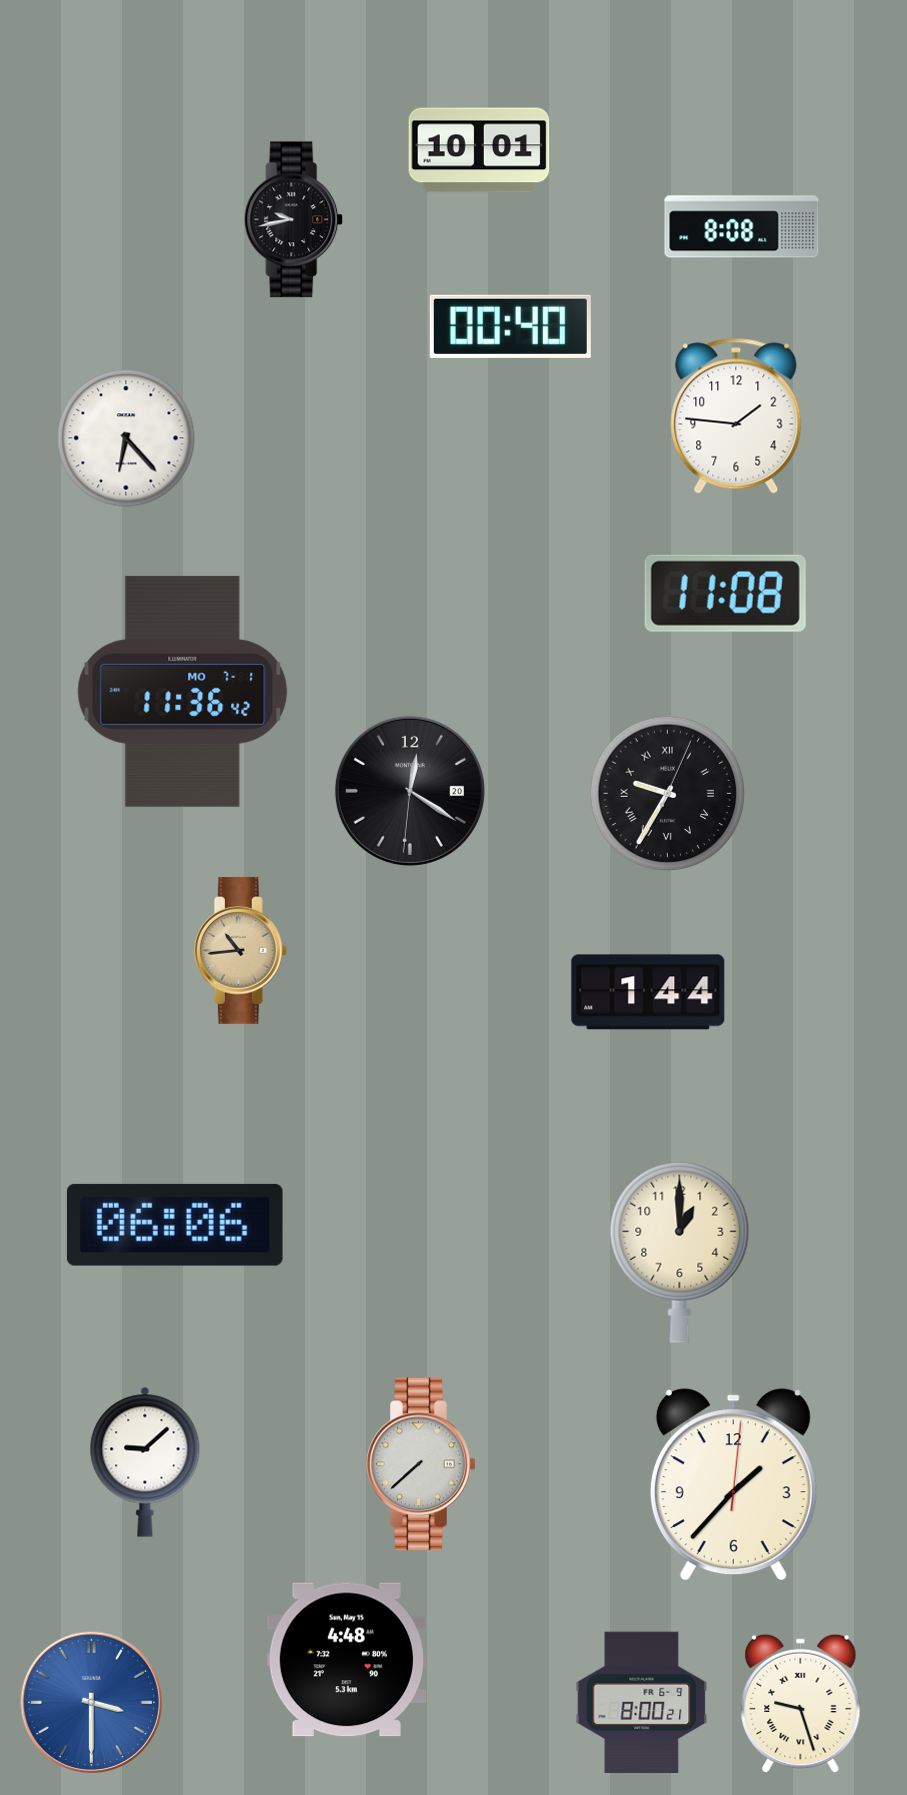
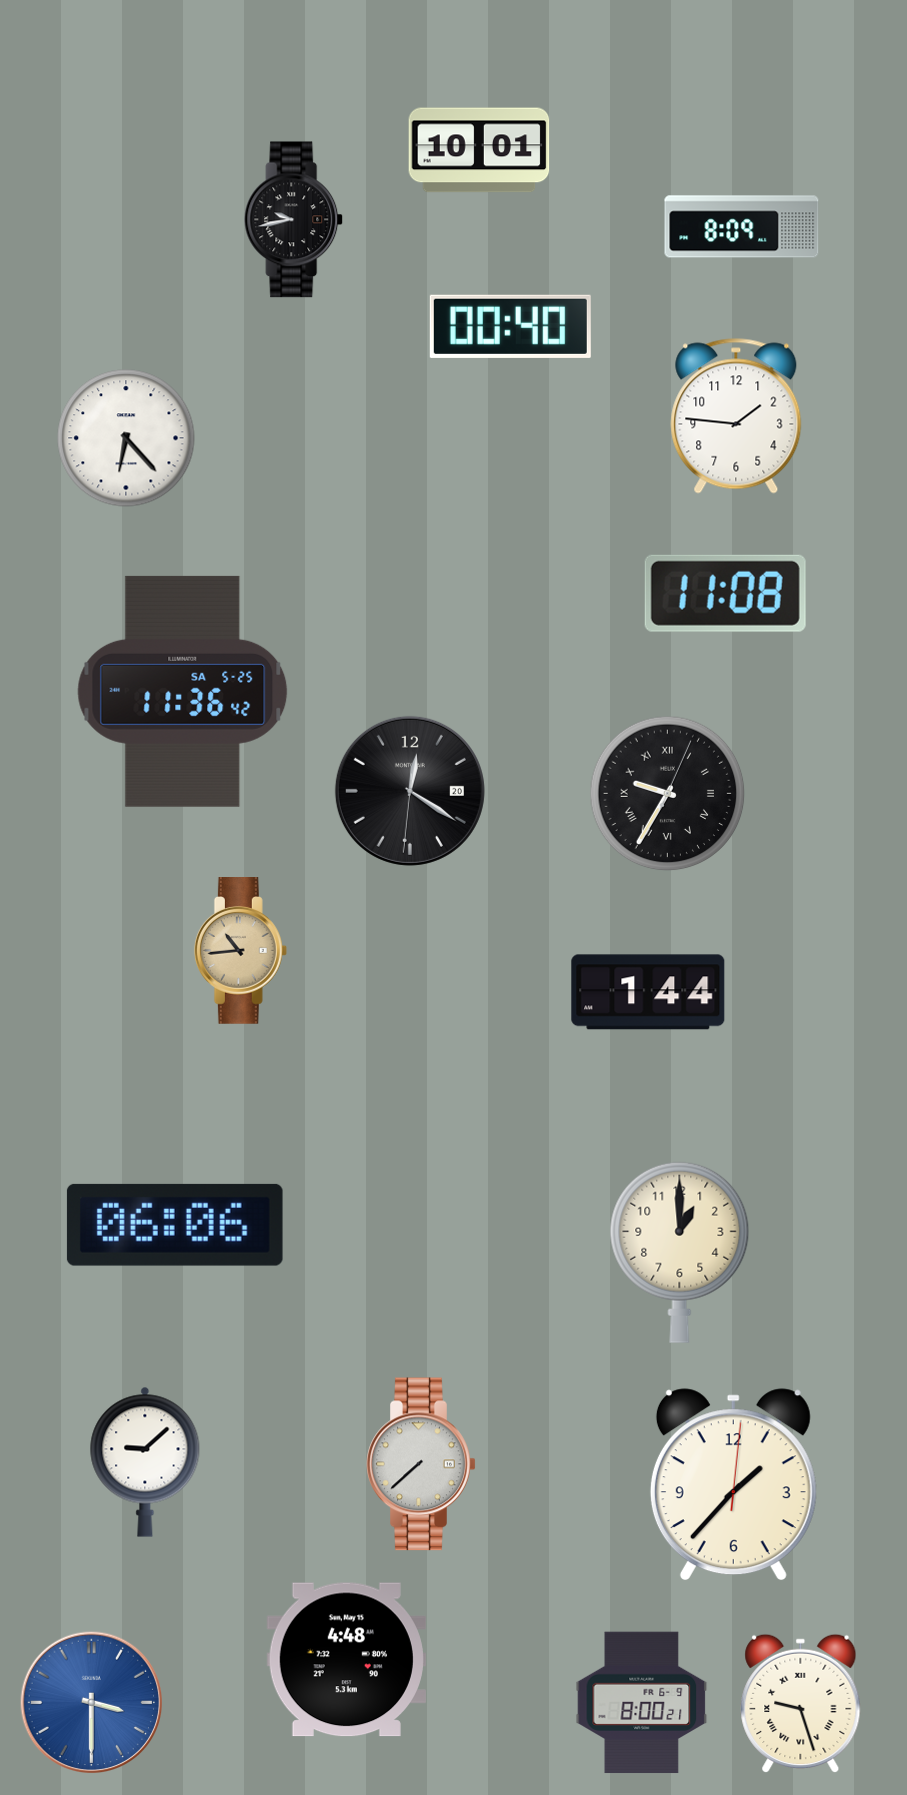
clock at (742, 227): 8:08 -> 8:09
clock at (183, 691) date: MO 7-1 -> SA 5-25
